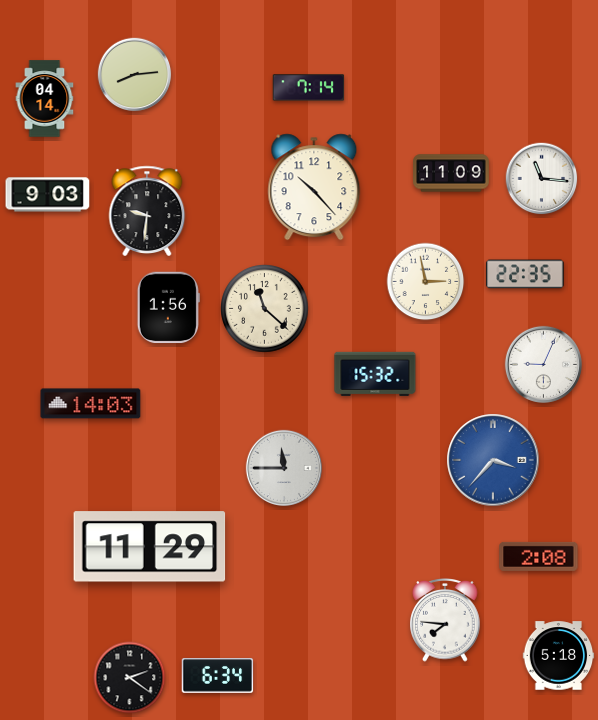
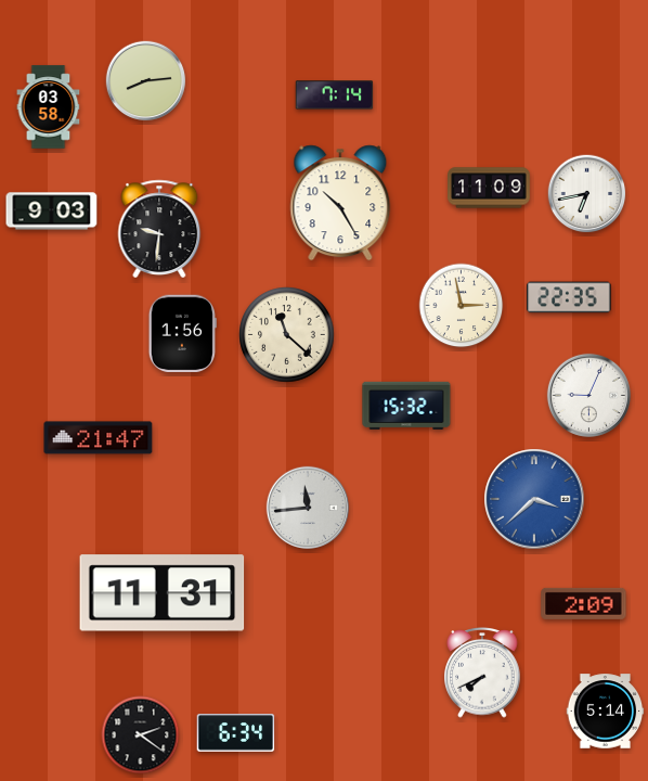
clock at (45, 99): 04:14 -> 03:58
clock at (542, 179): 11:16 -> 6:43
clock at (314, 187): 10:23 -> 10:25
clock at (91, 404): 14:03 -> 21:47
clock at (493, 460): 3:37 -> 3:38
clock at (283, 467): 11:45 -> 11:44
clock at (150, 547): 11:29 -> 11:31
clock at (539, 556): 2:08 -> 2:09
clock at (445, 621): 7:46 -> 7:41
clock at (559, 656): 5:18 -> 5:14
